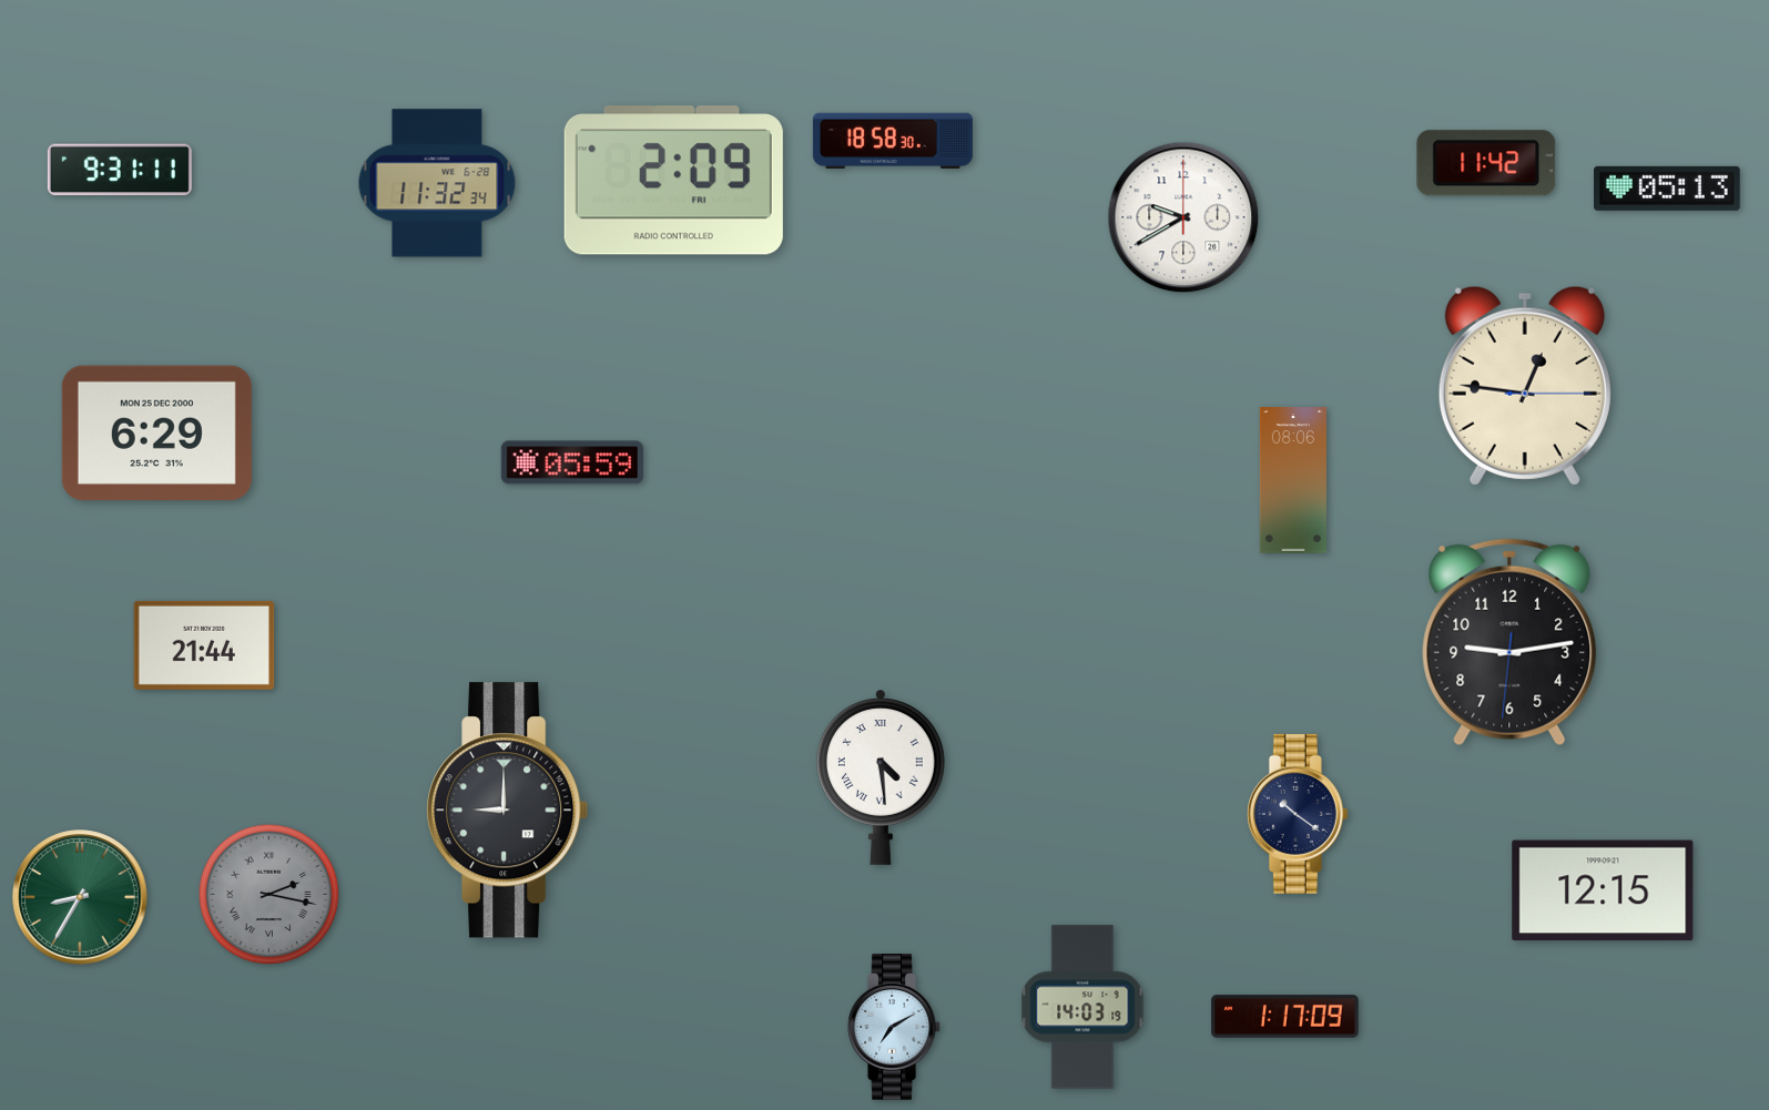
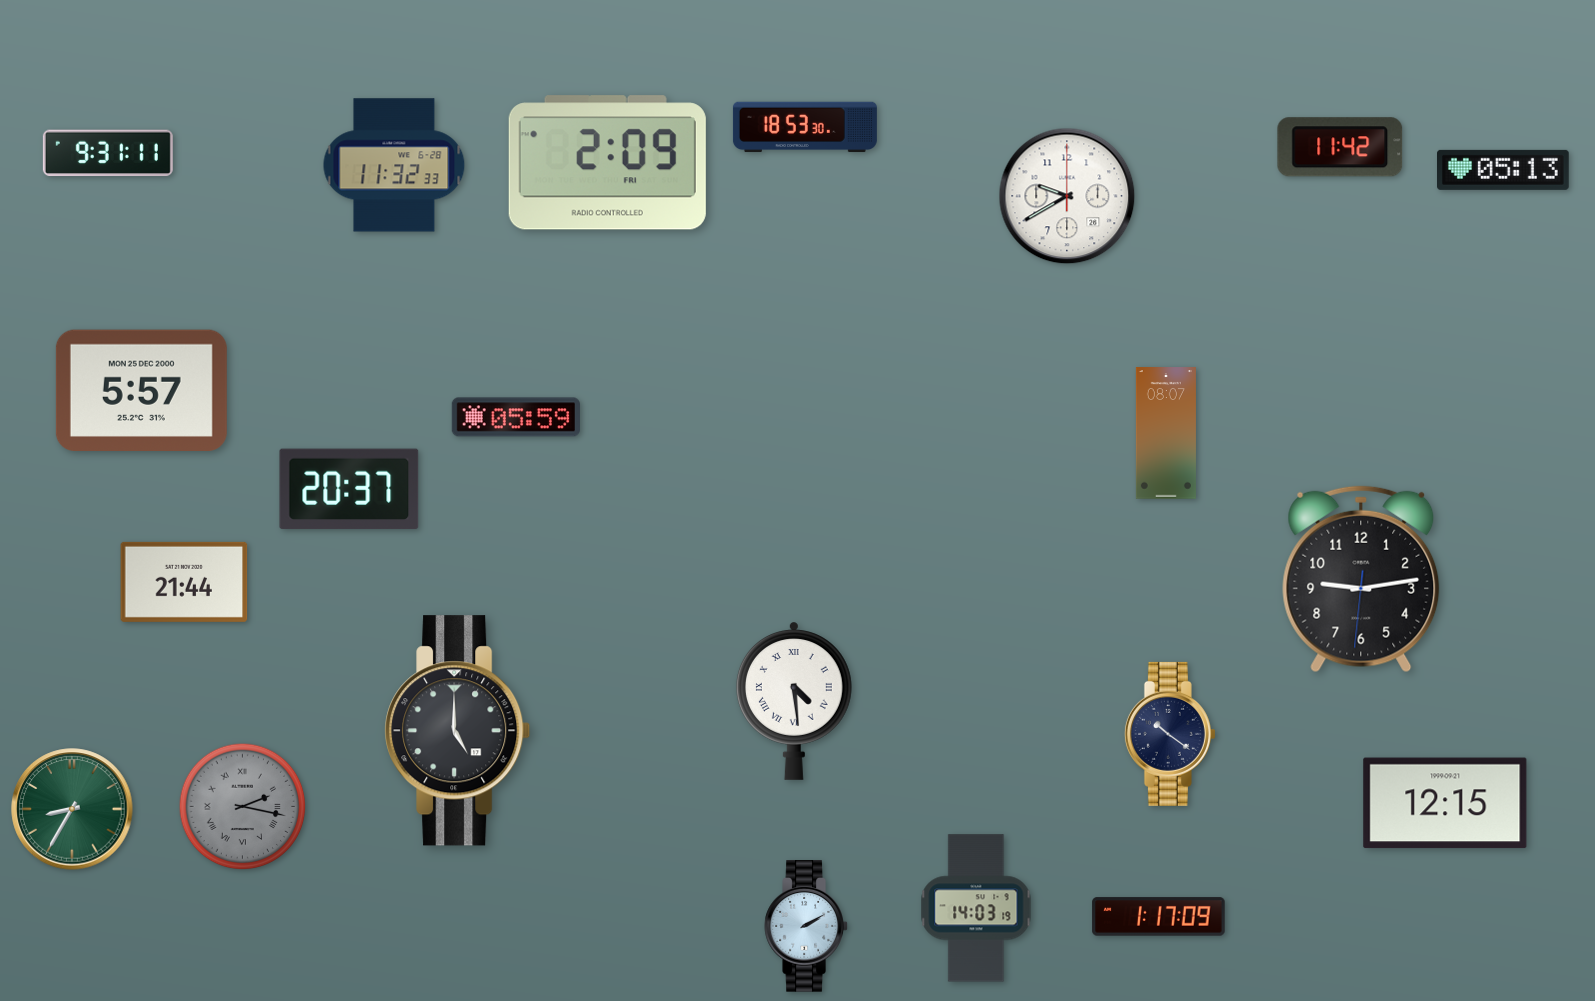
clock at (893, 141): 18:58 -> 18:53
clock at (437, 183): 11:32:34 -> 11:32:33
clock at (1525, 386): 12:46 -> none
clock at (156, 432): 6:29 -> 5:57
clock at (1293, 480): 08:06 -> 08:07
clock at (349, 489): none -> 20:37
clock at (508, 811): 9:00 -> 5:00
clock at (894, 1027): 7:10 -> 2:10
